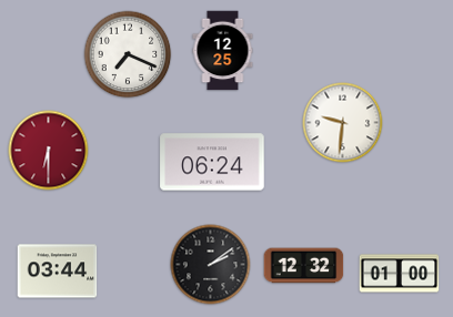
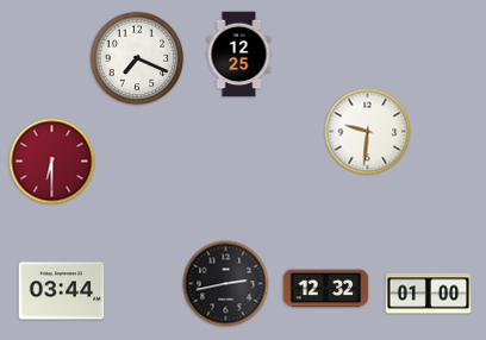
clock at (212, 162): 06:24 -> none
clock at (211, 265): 2:09 -> 2:43
clock at (304, 266) position: (304, 266) -> (326, 289)
